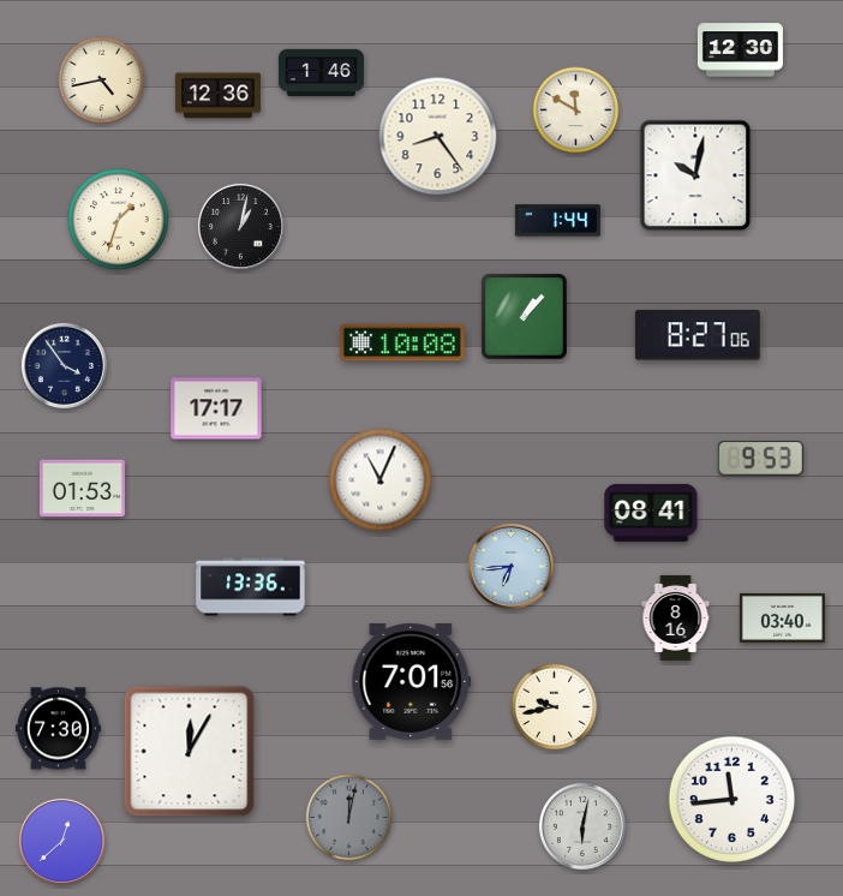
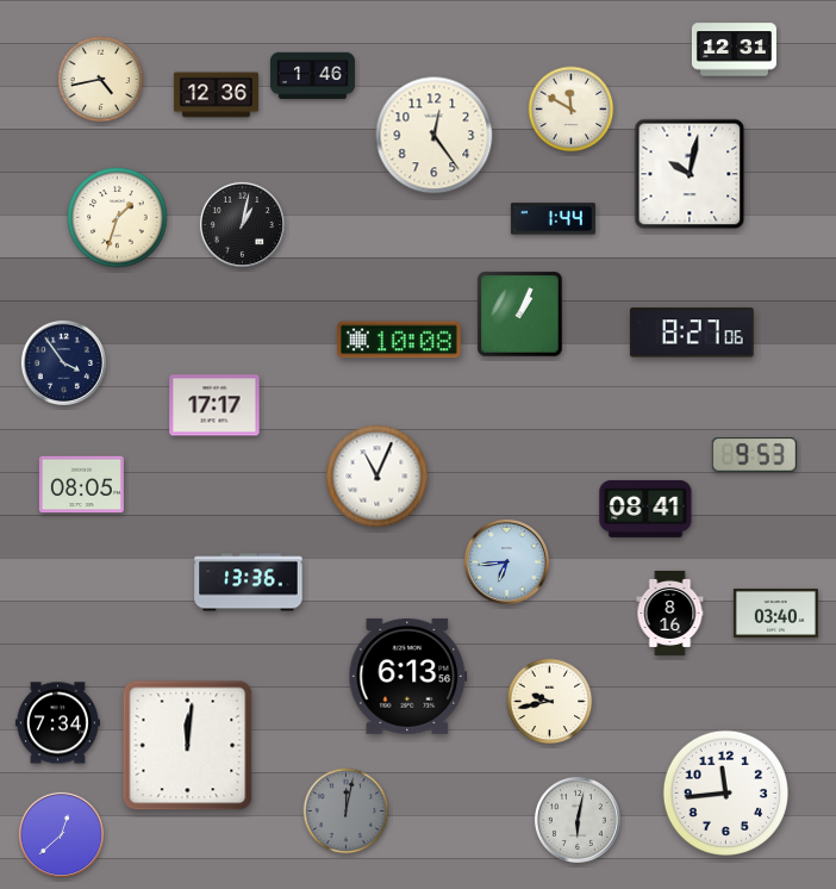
clock at (740, 50): 12:30 -> 12:31
clock at (321, 73) position: (321, 73) -> (312, 76)
clock at (438, 137): 8:24 -> 12:24
clock at (240, 226) position: (240, 226) -> (242, 224)
clock at (525, 317): 1:07 -> 1:04
clock at (82, 489): 01:53 -> 08:05
clock at (412, 681): 7:01 -> 6:13
clock at (58, 729): 7:30 -> 7:34
clock at (190, 752): 12:05 -> 12:01
